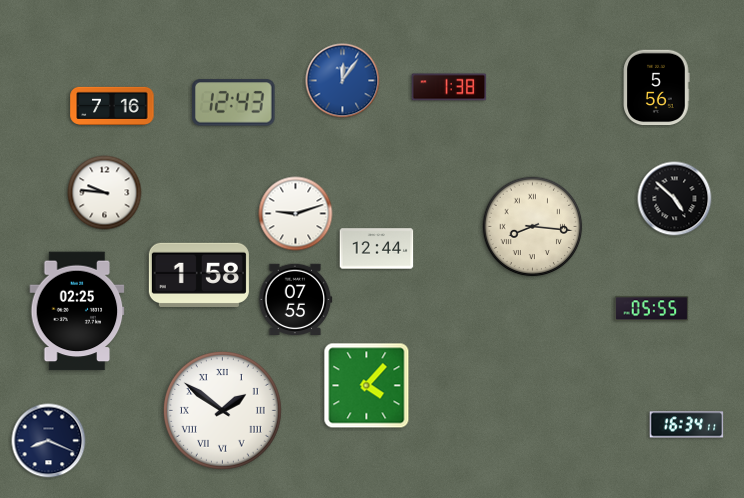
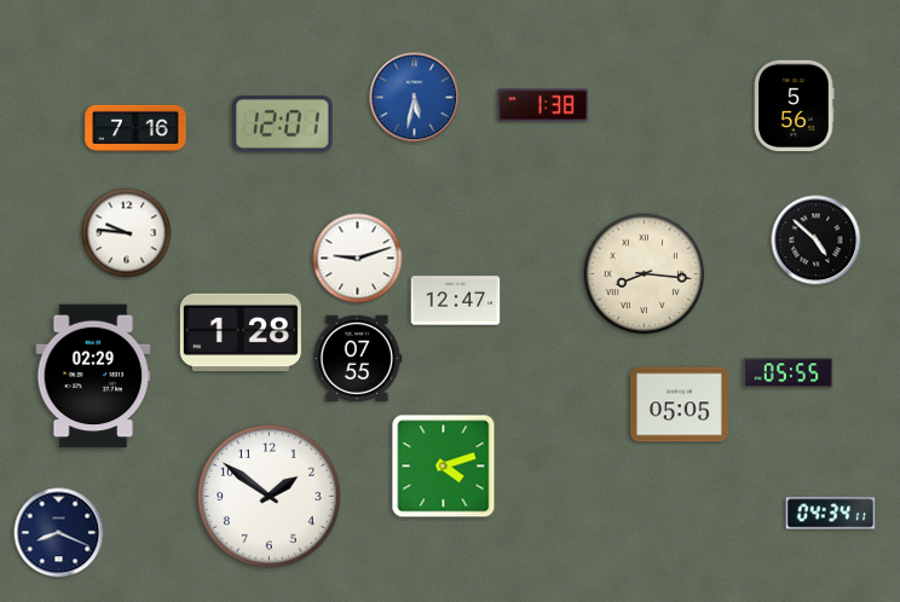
clock at (343, 81): 12:06 -> 5:32
clock at (234, 103): 12:43 -> 12:01
clock at (377, 249): 12:44 -> 12:47
clock at (199, 274): 1:58 -> 1:28
clock at (296, 299) position: (296, 299) -> (358, 358)
clock at (77, 311): 02:25 -> 02:29
clock at (680, 405): none -> 05:05
clock at (367, 386): 4:07 -> 4:12
clock at (222, 410) numerals: Roman -> Arabic
clock at (687, 425): 16:34 -> 04:34
